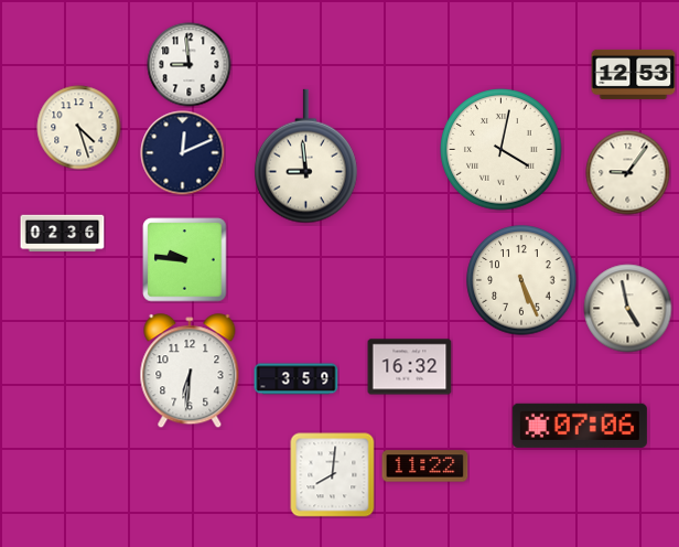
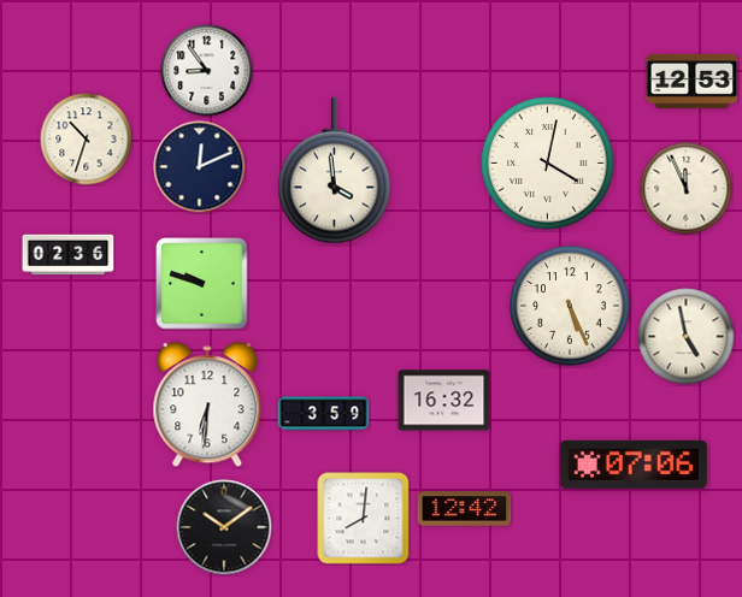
clock at (190, 65): 8:59 -> 8:54
clock at (79, 128): 4:27 -> 10:33
clock at (306, 157): 8:59 -> 3:59
clock at (628, 173): 9:06 -> 11:56
clock at (185, 260): 9:46 -> 9:48
clock at (410, 367) position: (410, 367) -> (444, 401)
clock at (425, 466): 11:22 -> 12:42
clock at (224, 527): none -> 10:09
